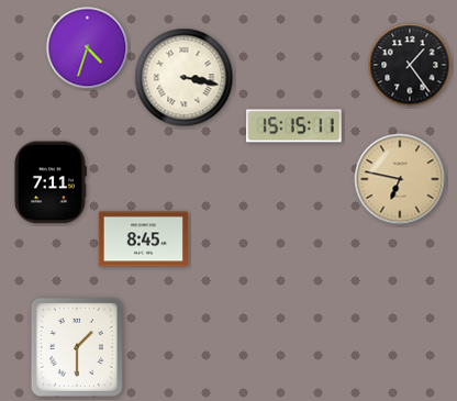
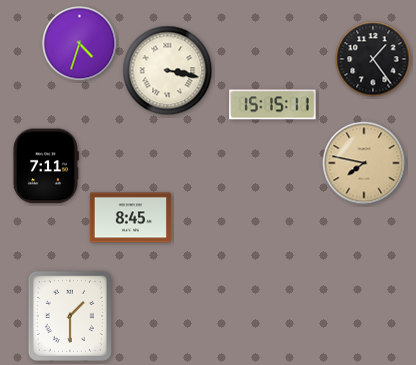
clock at (294, 126) position: (294, 126) -> (273, 105)
clock at (400, 179): 6:47 -> 7:47
